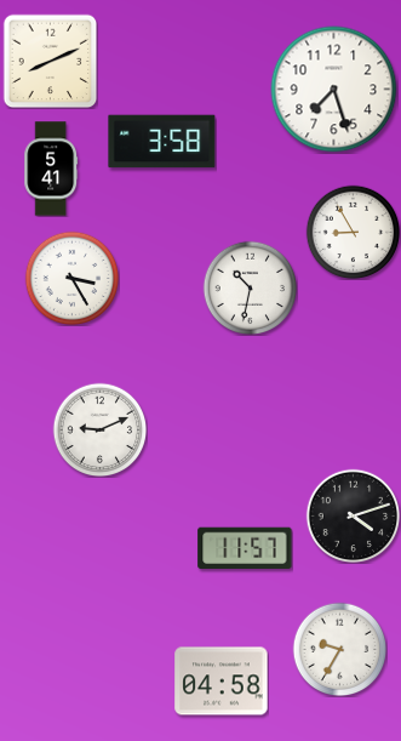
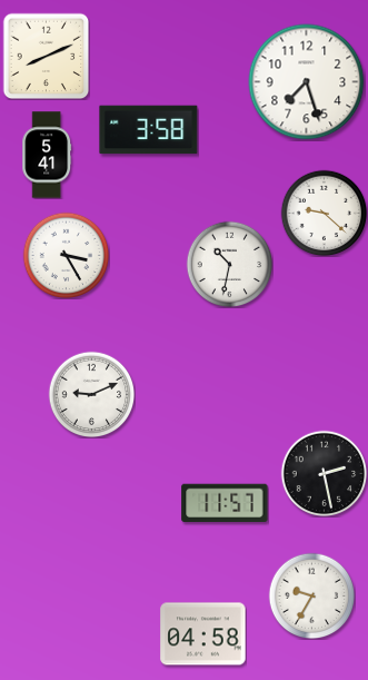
clock at (353, 232): 8:55 -> 9:22
clock at (353, 515): 4:12 -> 2:28
clock at (222, 682) position: (222, 682) -> (203, 634)
